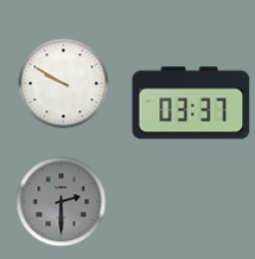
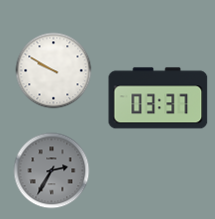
clock at (191, 103) position: (191, 103) -> (158, 98)
clock at (62, 202): 2:30 -> 2:35
